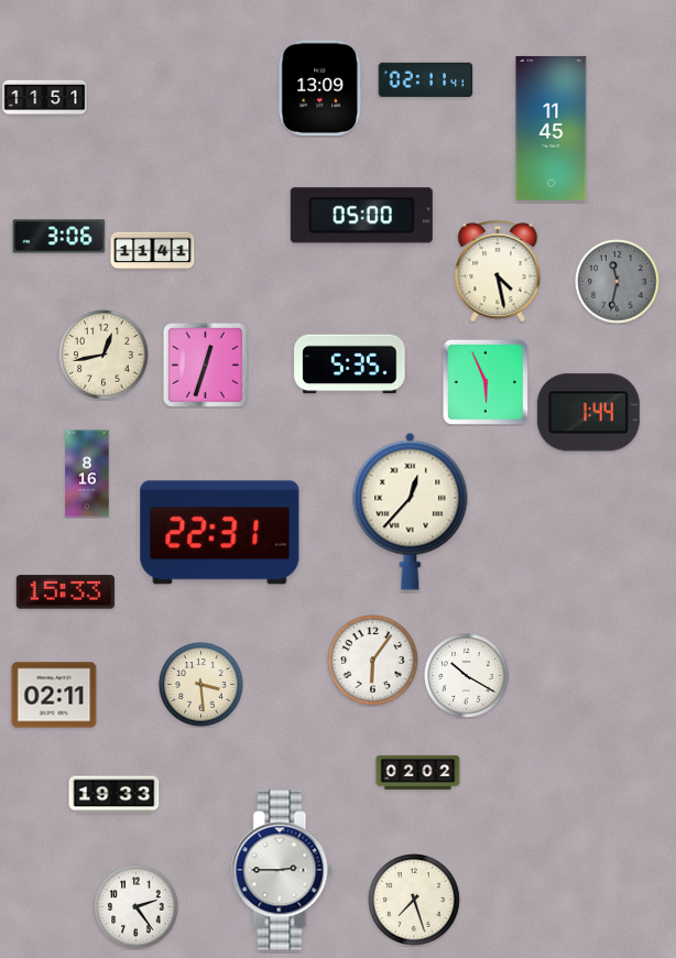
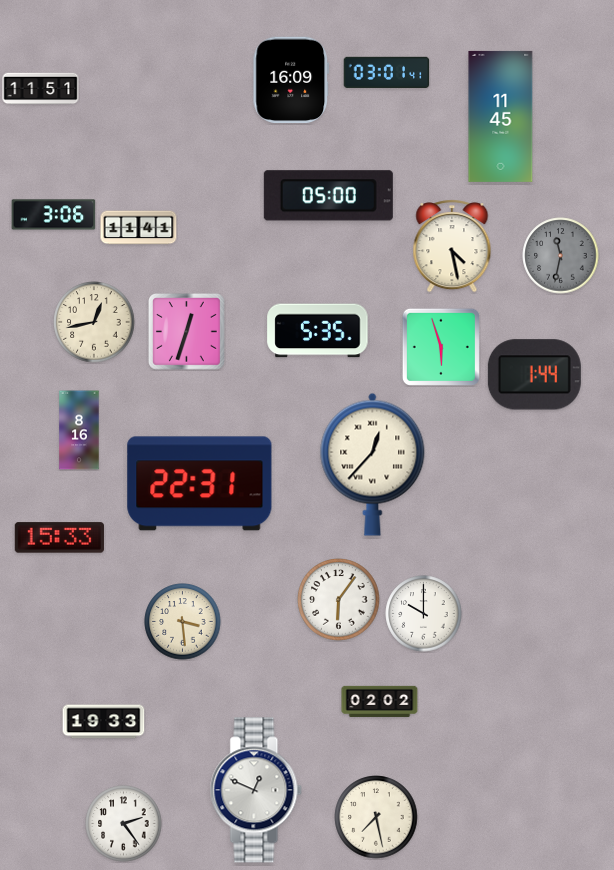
clock at (426, 79): 02:11 -> 03:01
clock at (320, 88): 13:09 -> 16:09
clock at (486, 382): 5:56 -> 5:57
clock at (467, 676): 10:20 -> 10:00
clock at (54, 695): 02:11 -> none
clock at (282, 870): 2:45 -> 12:49
clock at (414, 900): 7:27 -> 7:28
